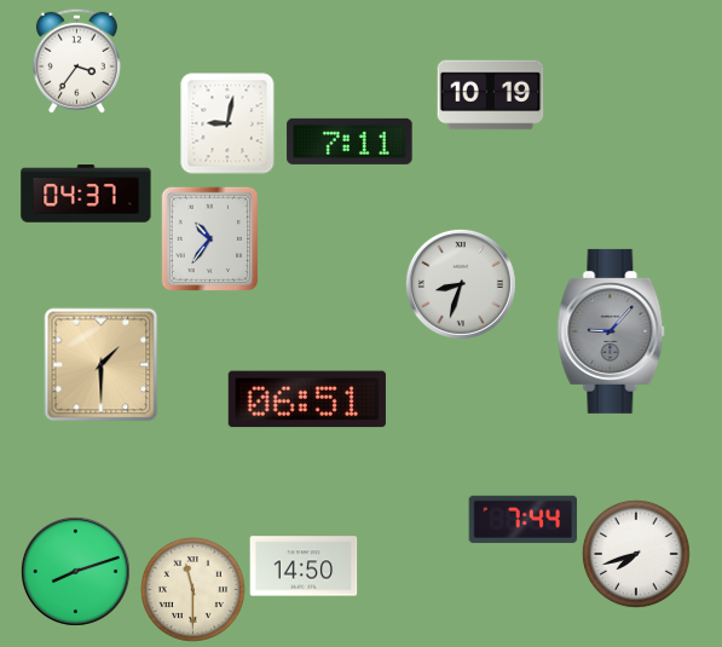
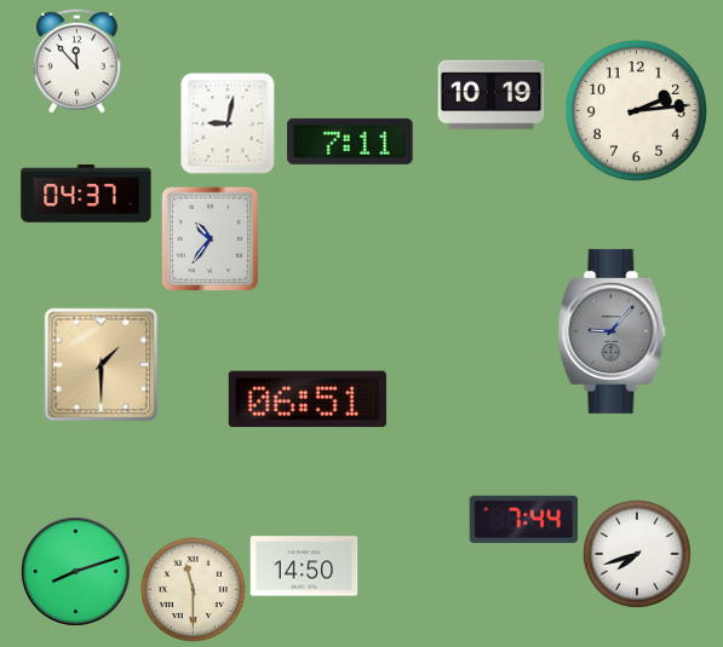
clock at (76, 60): 3:36 -> 11:53
clock at (636, 110): none -> 2:14
clock at (461, 284): 8:33 -> none
